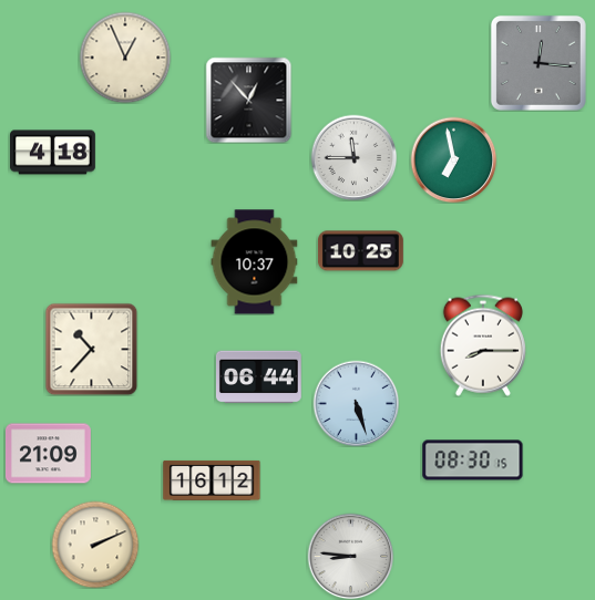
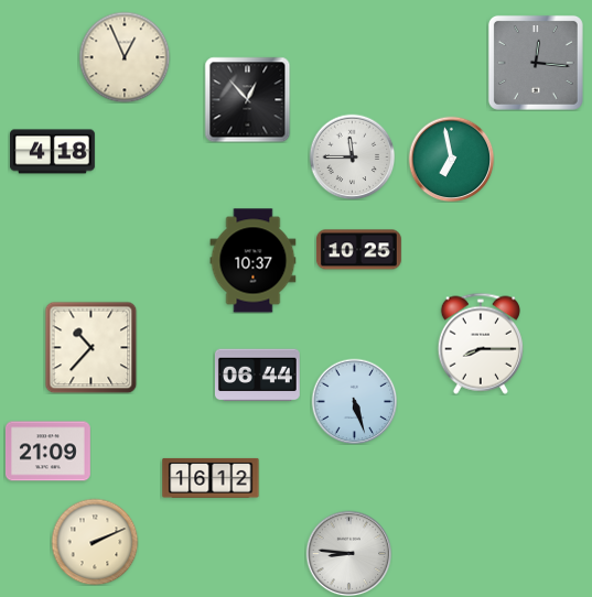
clock at (473, 461): 08:30 -> none
